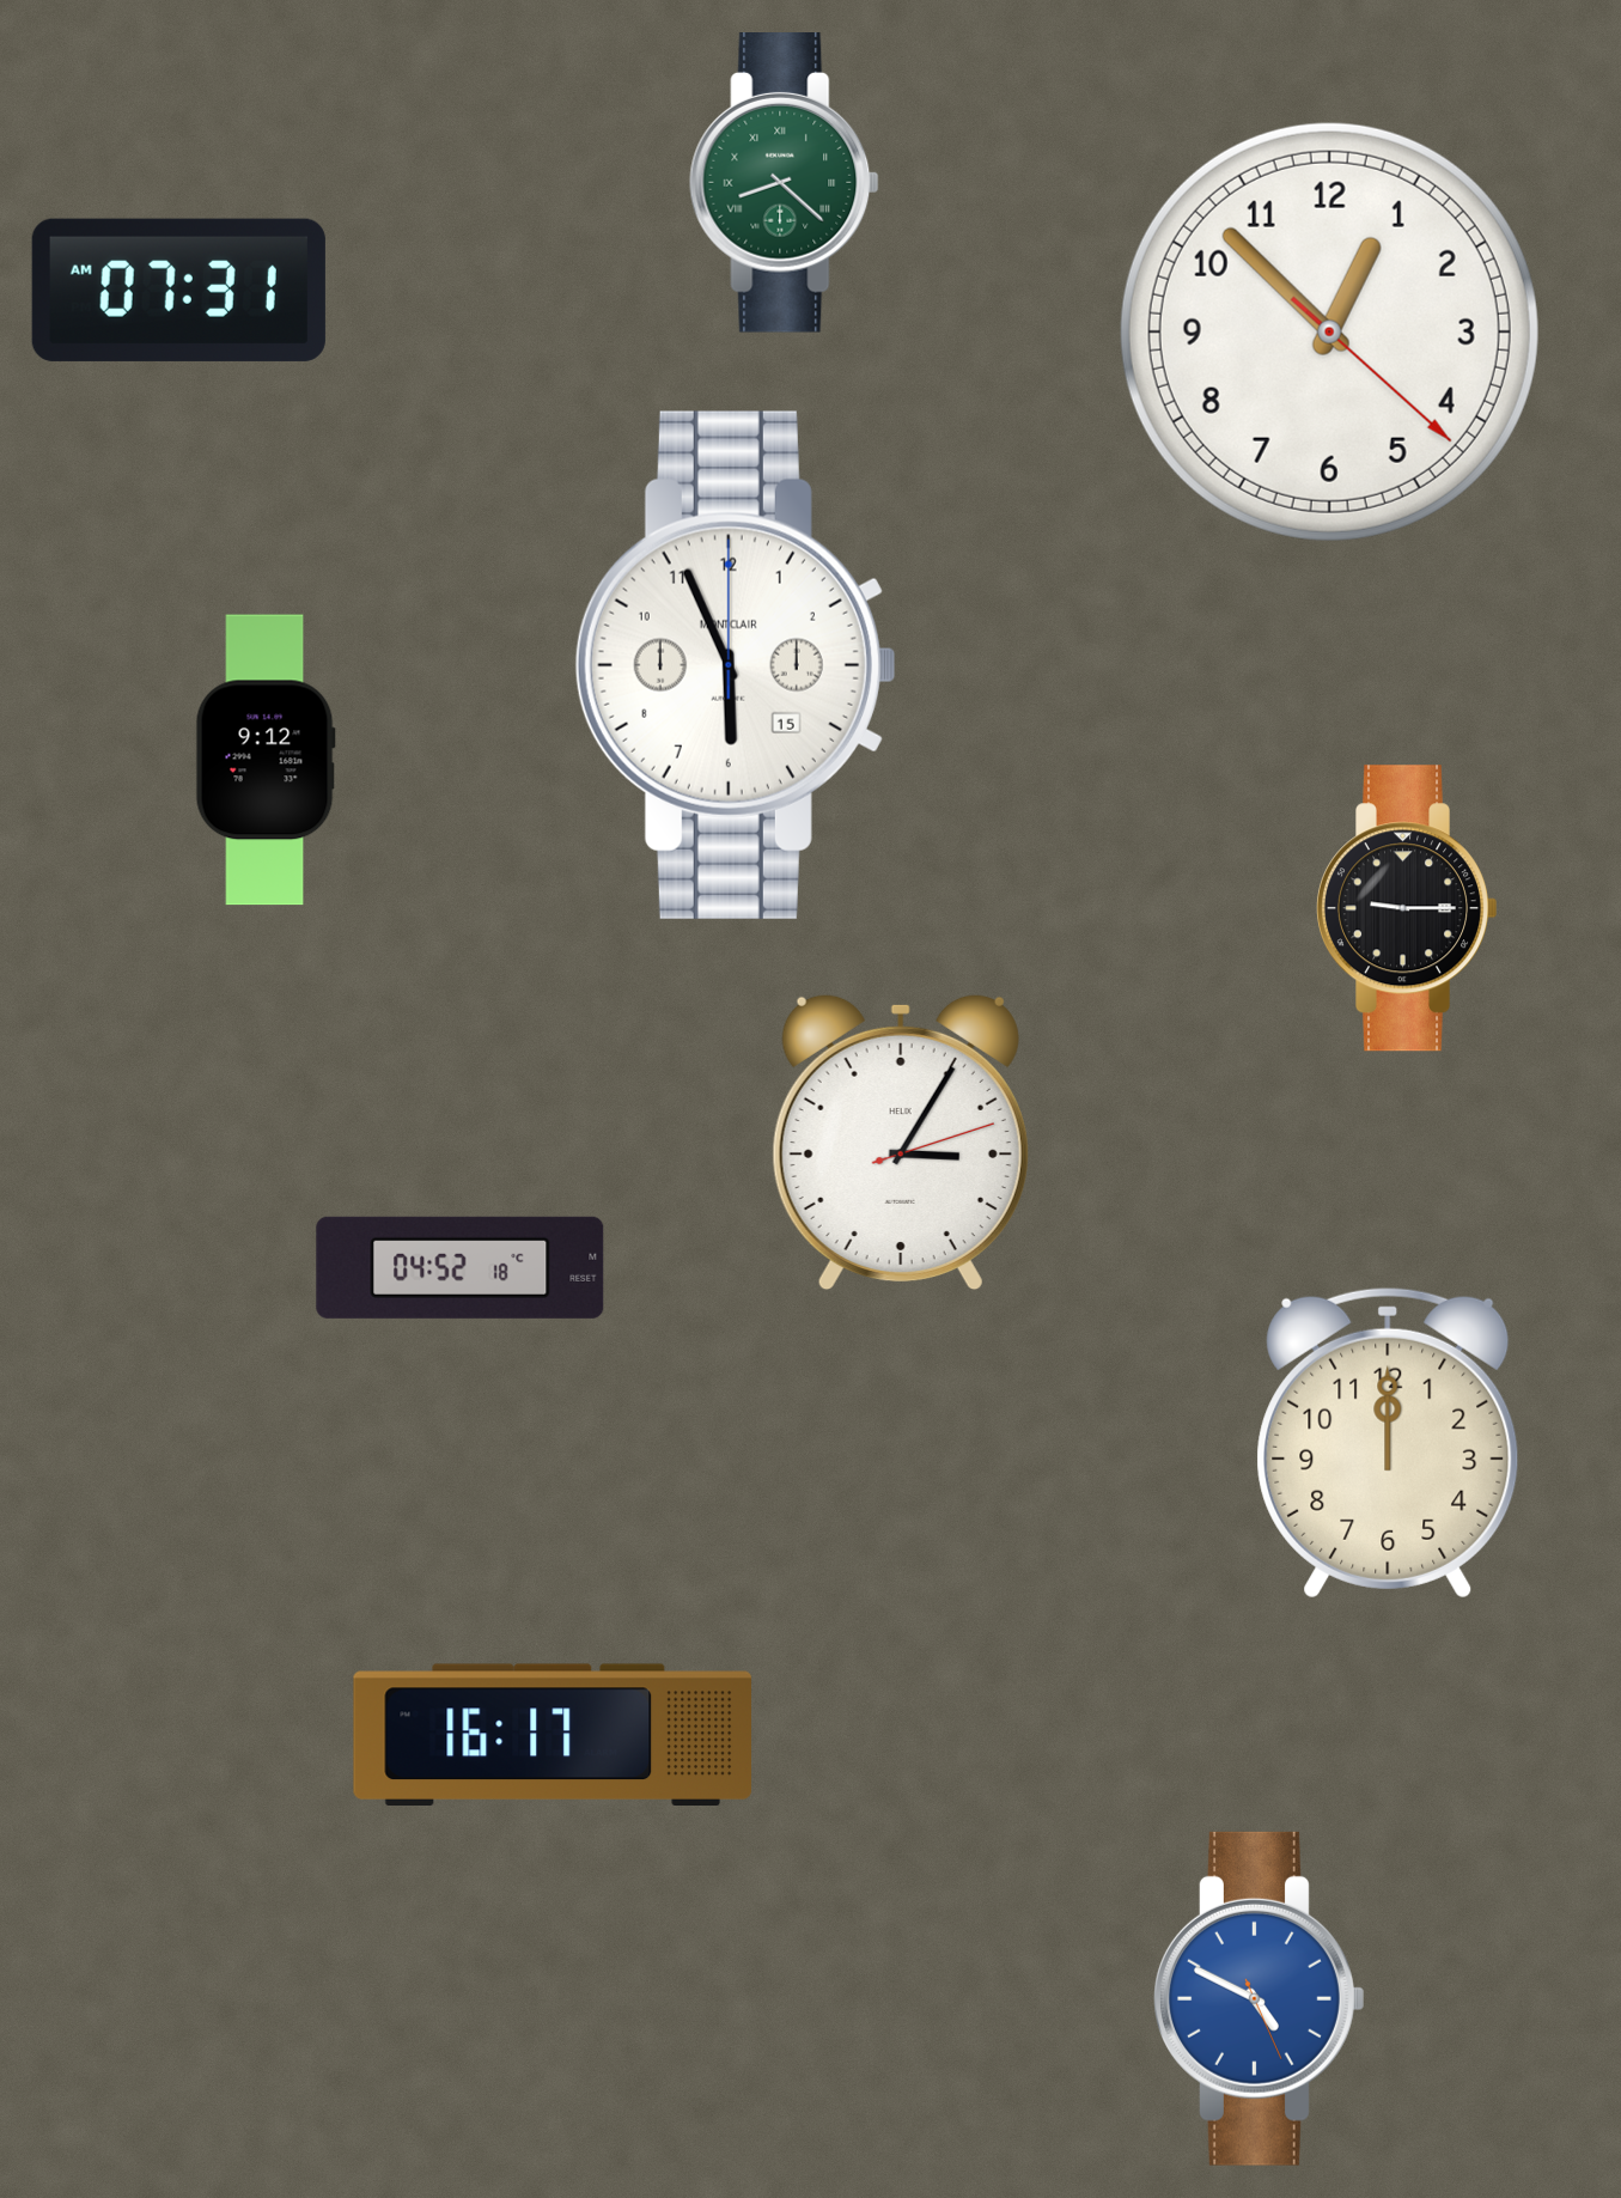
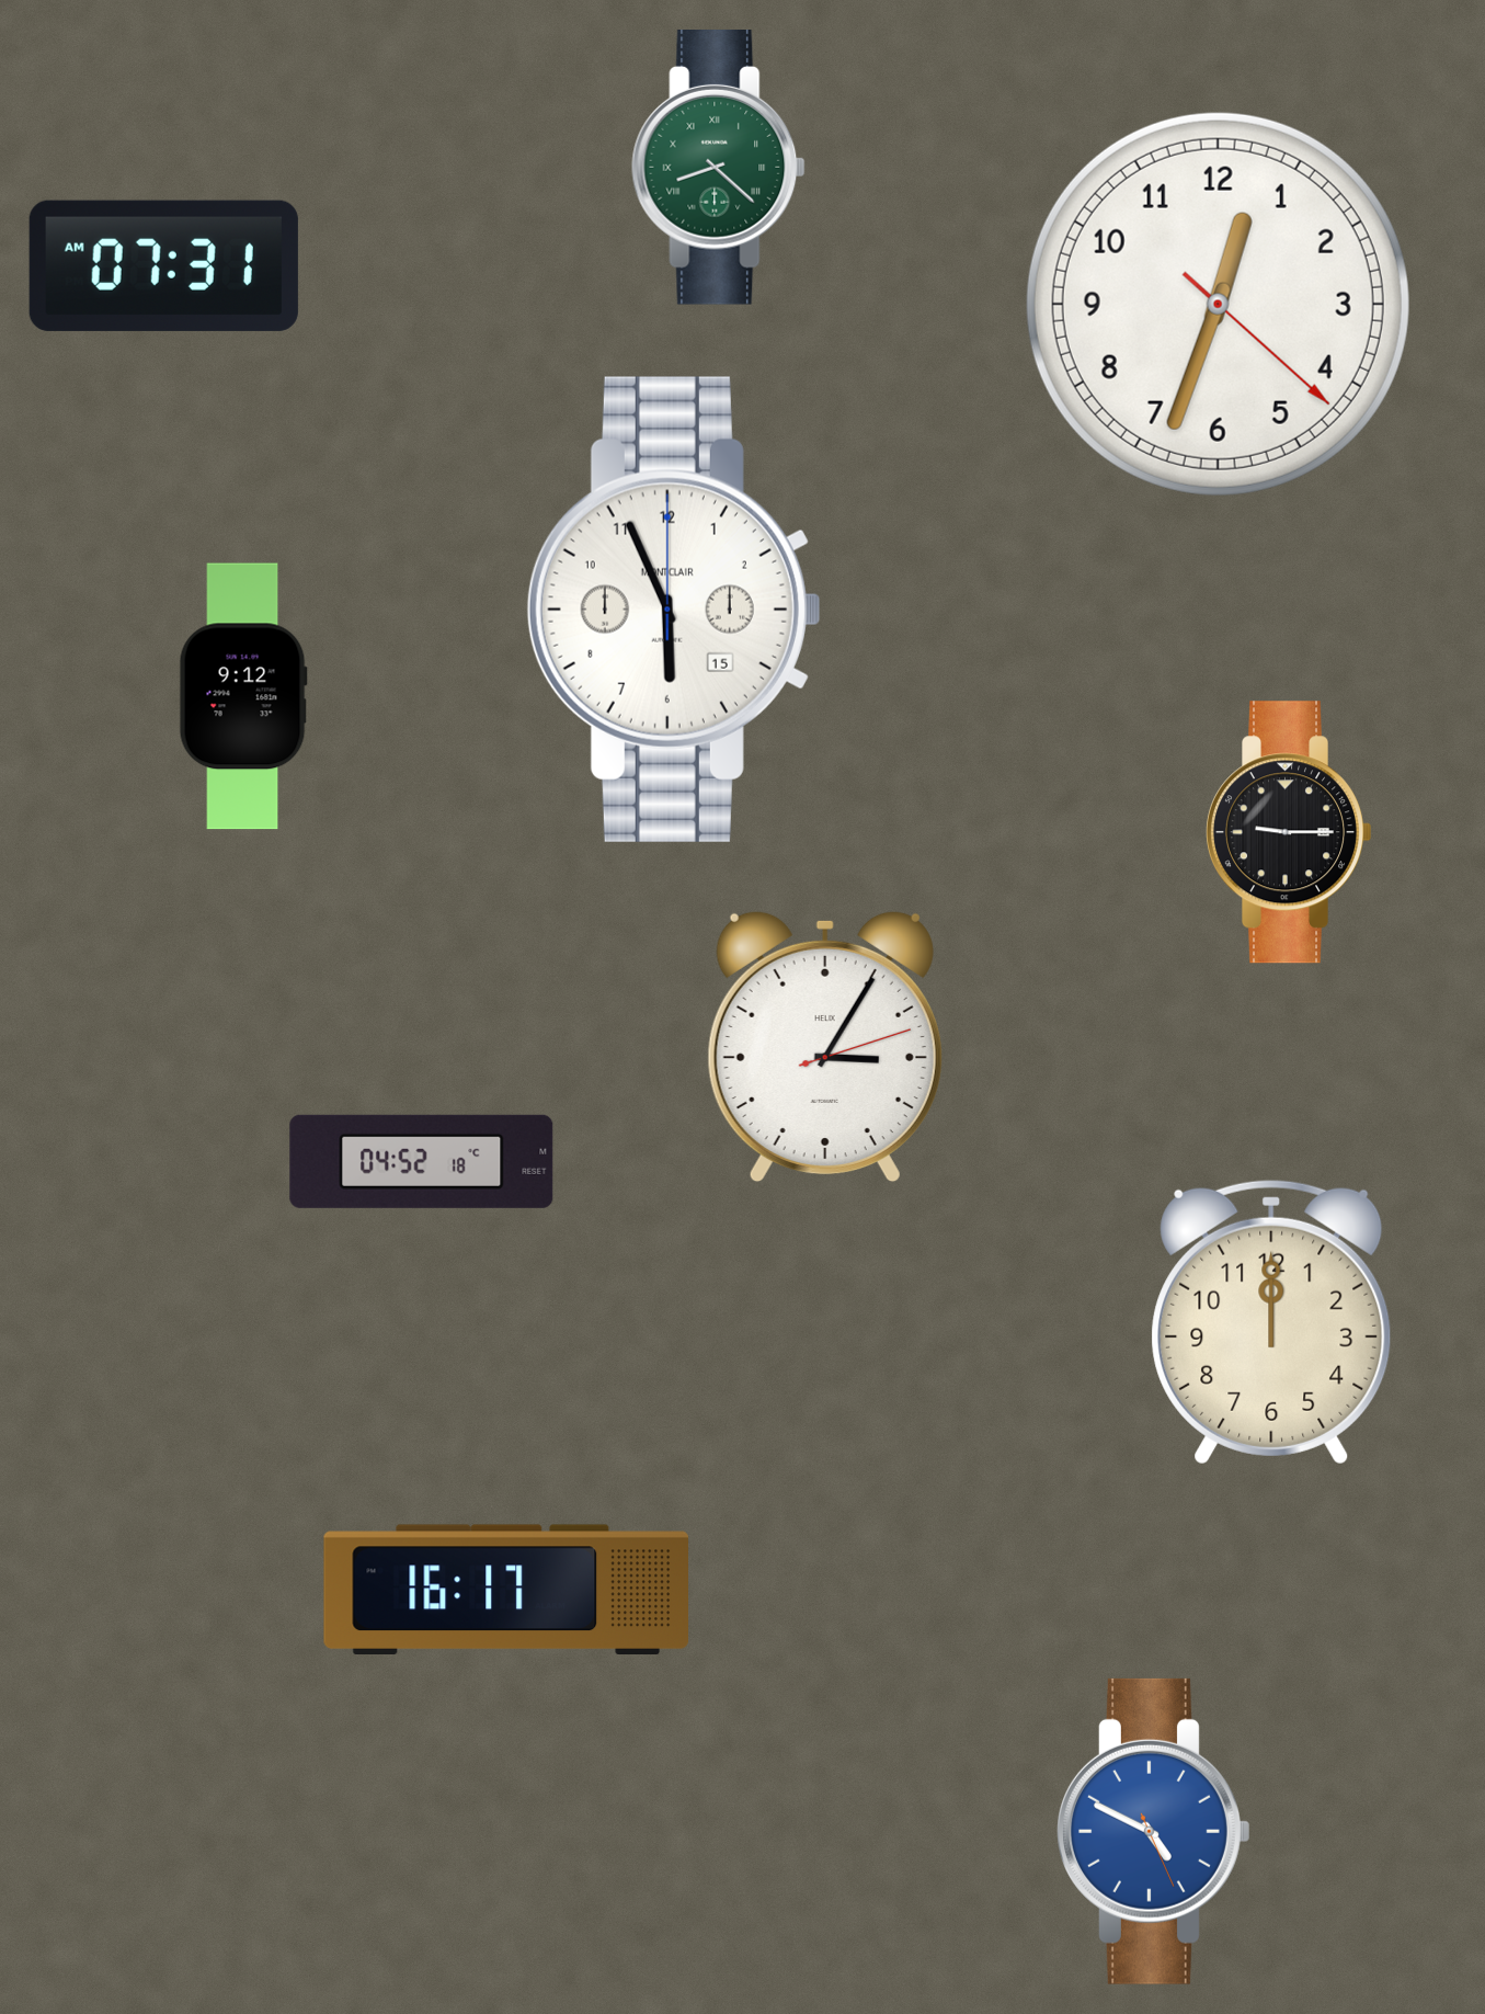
clock at (1329, 331): 12:52 -> 12:33
